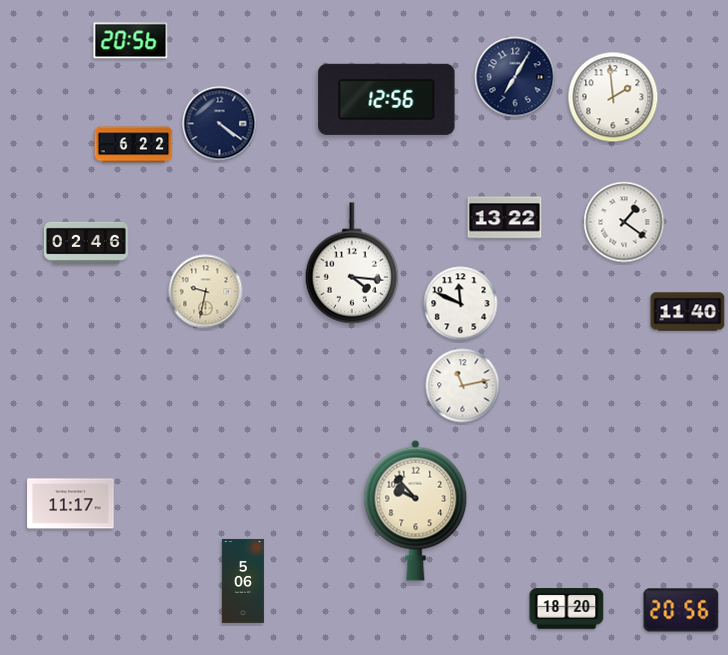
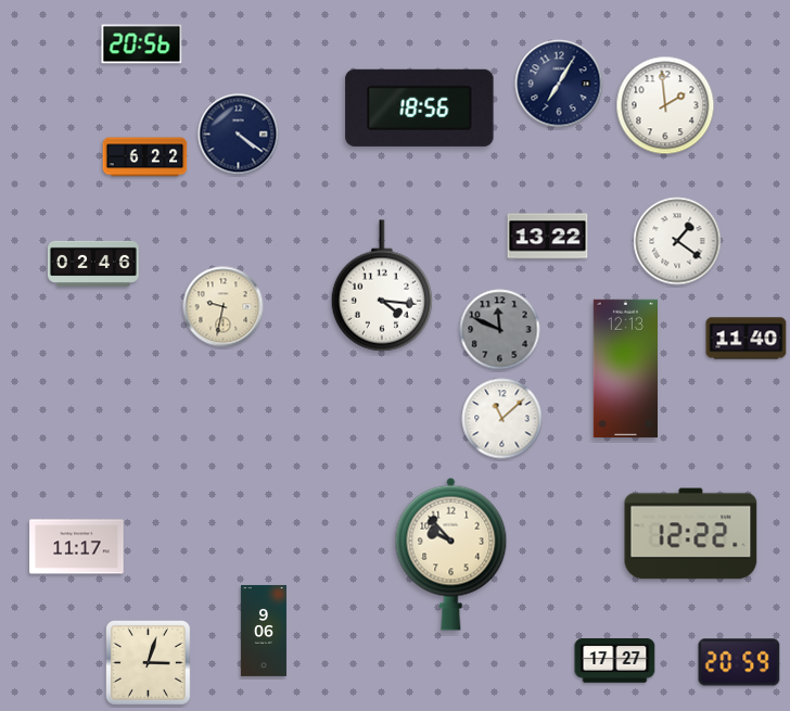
clock at (387, 99): 12:56 -> 18:56
clock at (206, 292) position: (206, 292) -> (224, 307)
clock at (461, 304) dial: white -> grey
clock at (625, 369): none -> 12:13
clock at (463, 386): 11:13 -> 11:08
clock at (691, 534): none -> 12:22
clock at (243, 581): 5:06 -> 9:06
clock at (567, 609): 18:20 -> 17:27
clock at (681, 610): 20:56 -> 20:59
clock at (149, 663): none -> 3:03
